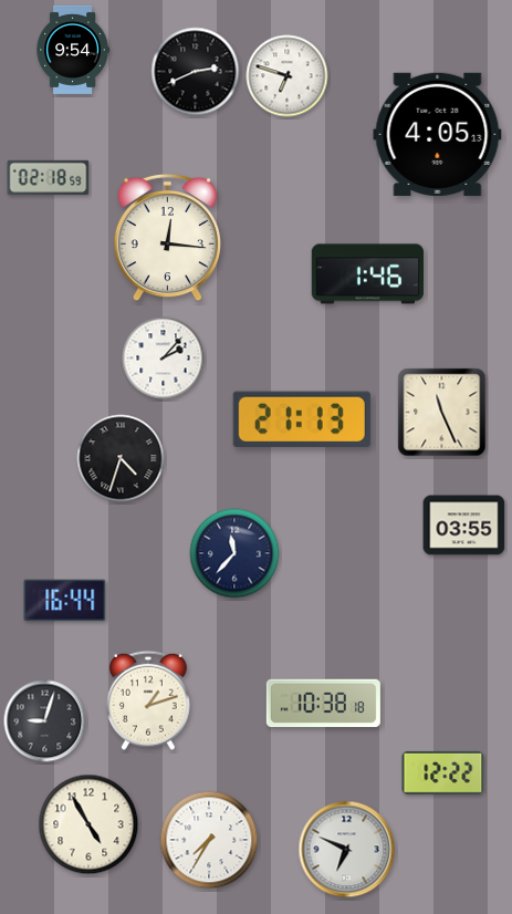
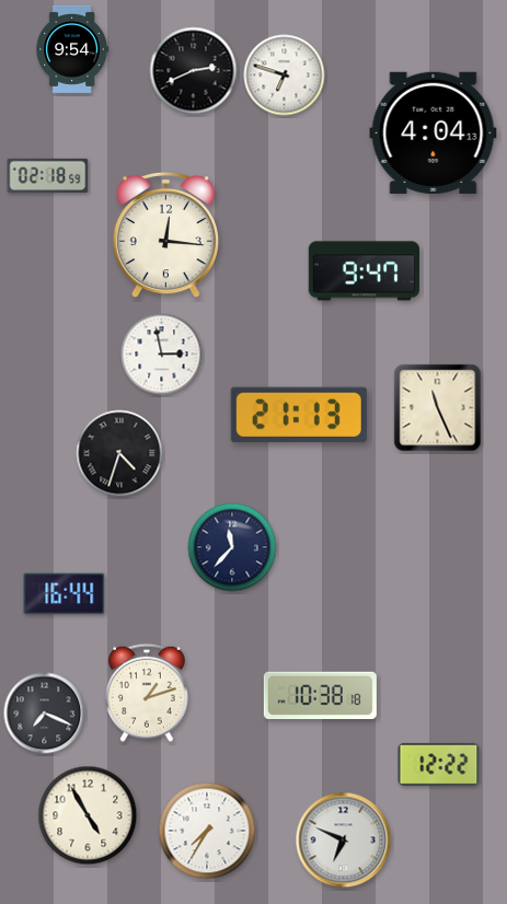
clock at (438, 134): 4:05 -> 4:04
clock at (367, 274): 1:46 -> 9:47
clock at (164, 359): 2:07 -> 2:58
clock at (464, 526): 03:55 -> none
clock at (45, 721): 9:03 -> 7:19
